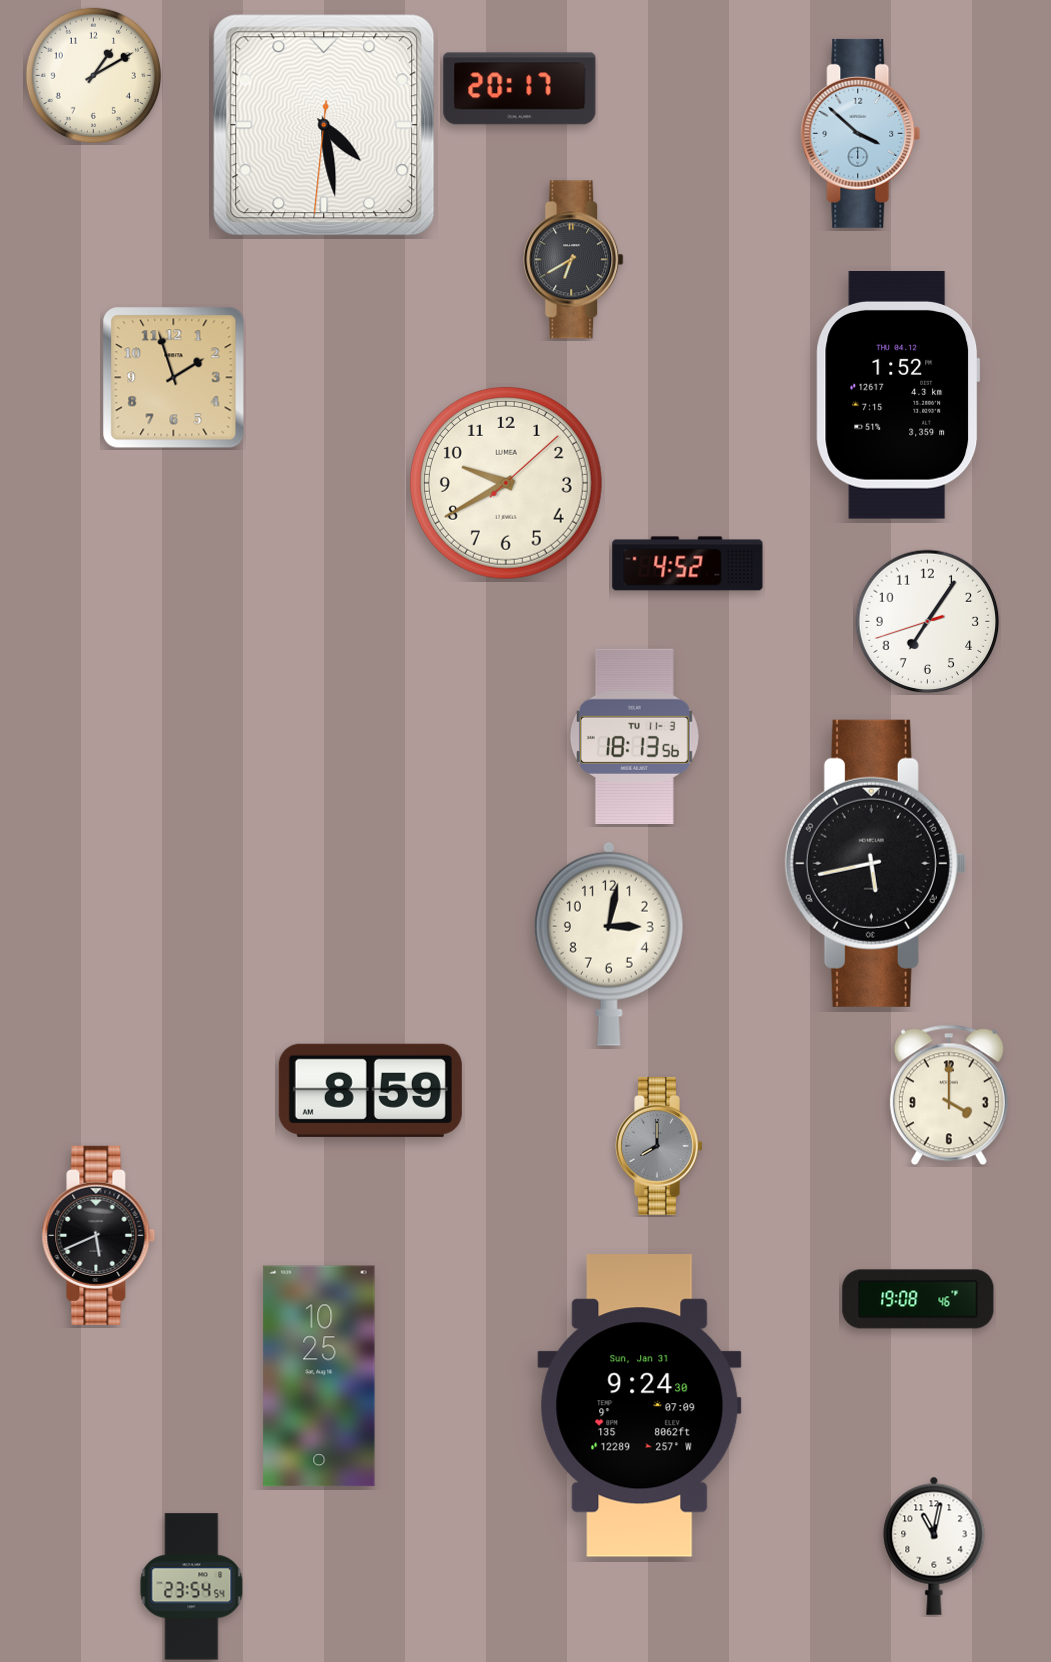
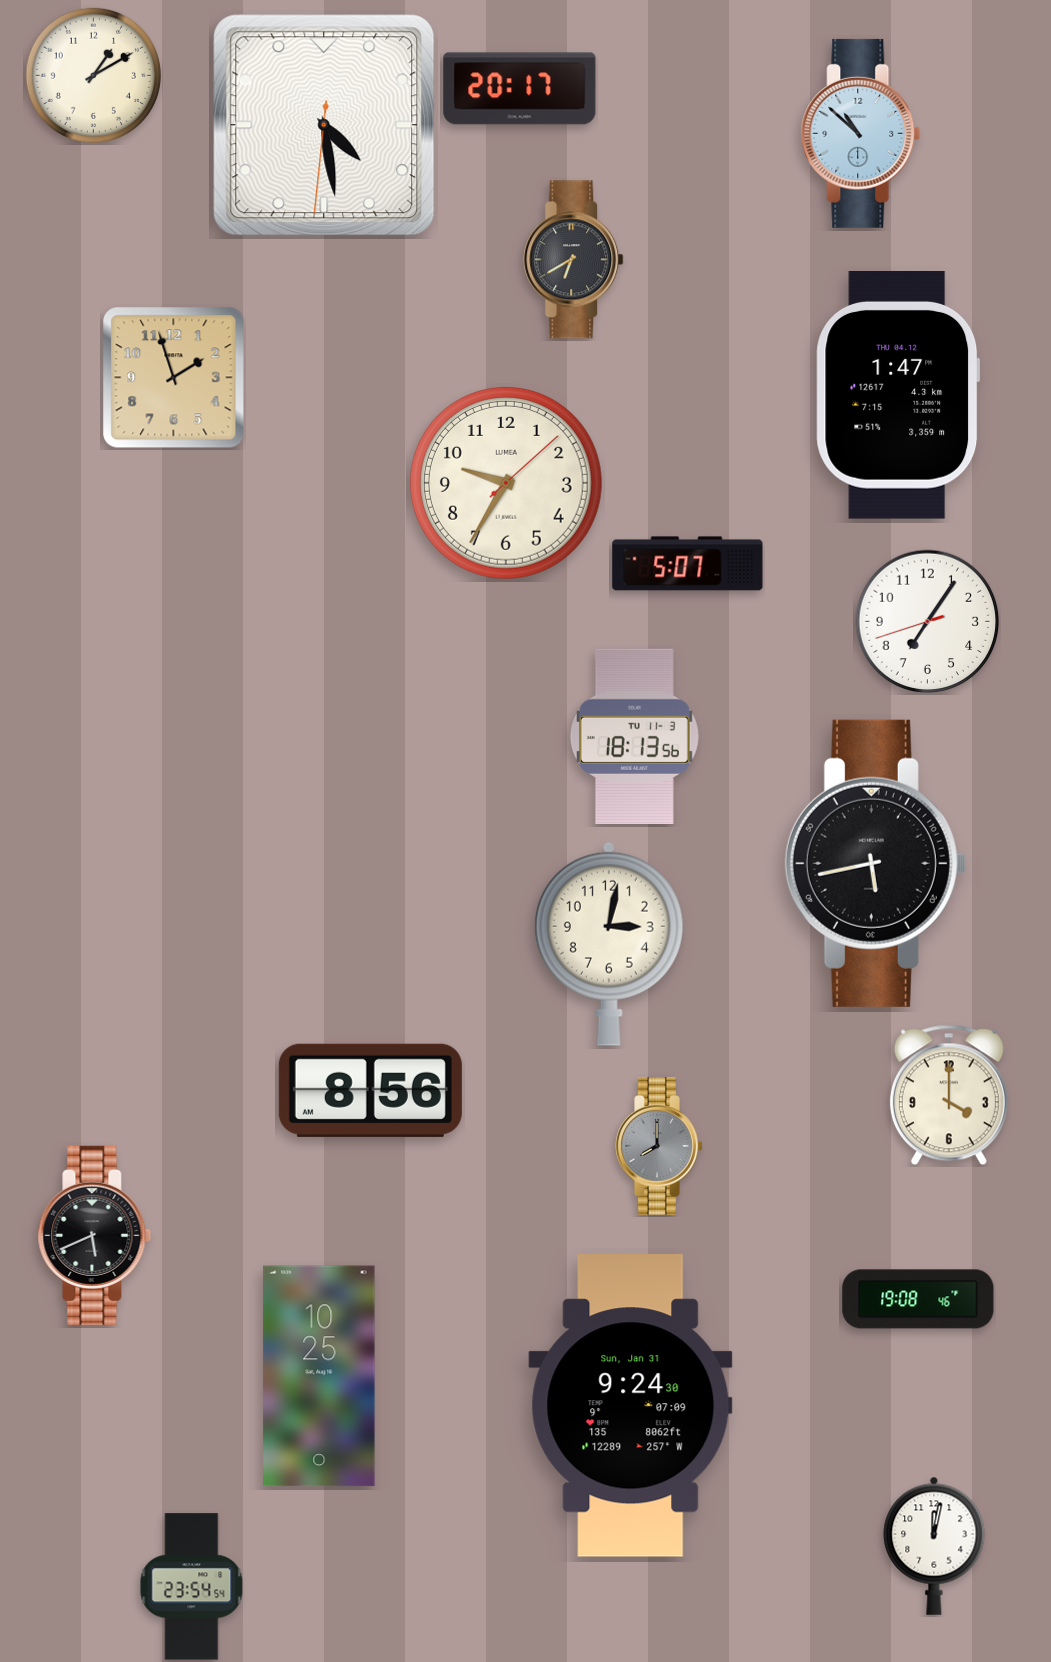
clock at (861, 133): 3:52 -> 10:52
clock at (898, 396): 1:52 -> 1:47
clock at (506, 483): 9:40 -> 9:35
clock at (688, 564): 4:52 -> 5:07
clock at (370, 1090): 8:59 -> 8:56
clock at (99, 1235) position: (99, 1235) -> (95, 1235)
clock at (640, 1406) position: (640, 1406) -> (631, 1406)
clock at (934, 1546): 11:02 -> 12:02
